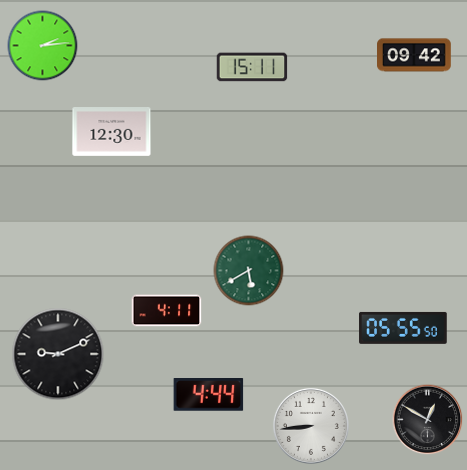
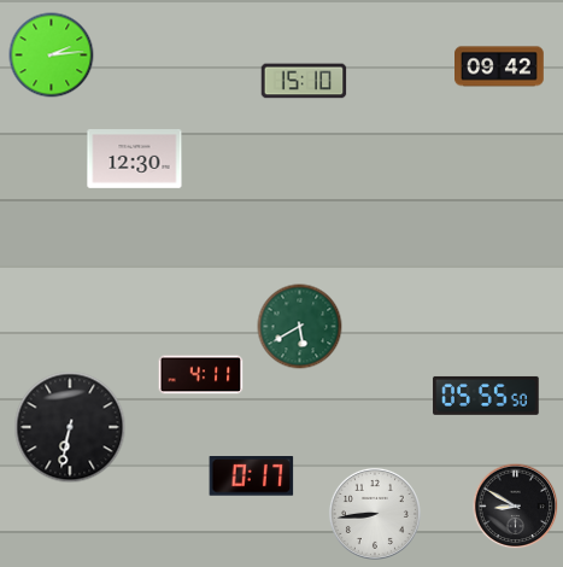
clock at (252, 67): 15:11 -> 15:10
clock at (58, 354): 9:11 -> 6:32
clock at (209, 395): 4:44 -> 0:17
clock at (428, 420): 12:50 -> 8:50
